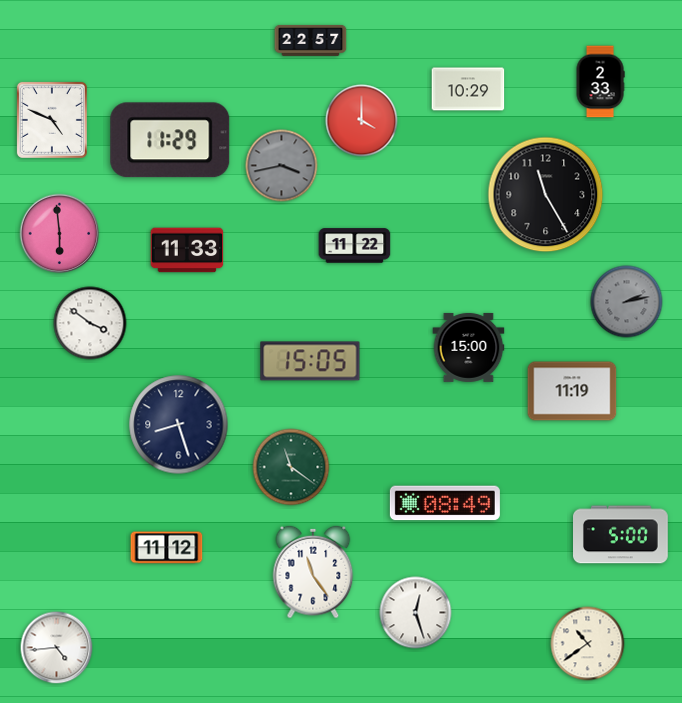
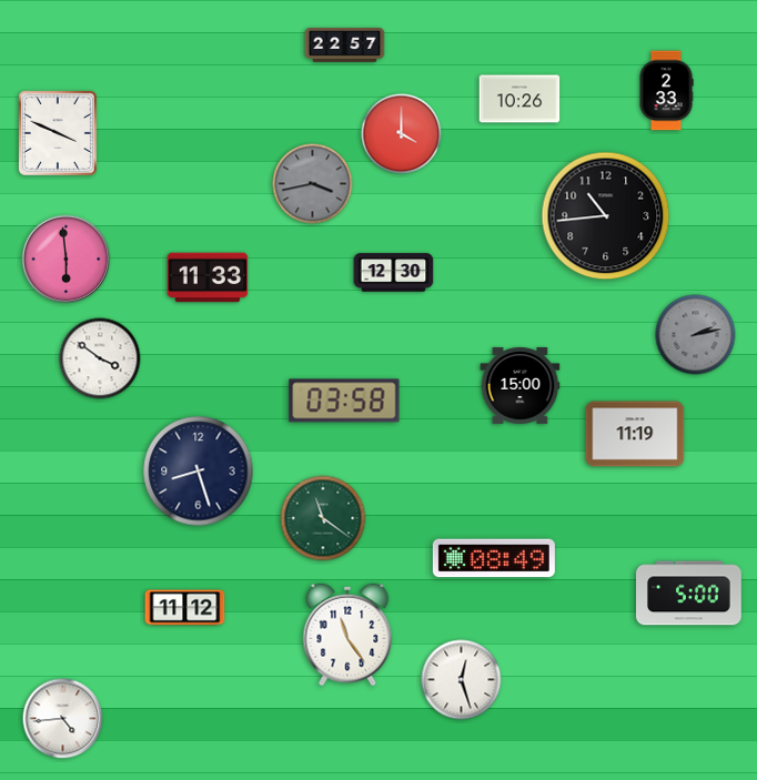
clock at (468, 89): 10:29 -> 10:26
clock at (52, 120): 4:49 -> 3:49
clock at (170, 140): 11:29 -> none
clock at (546, 195): 11:25 -> 10:44
clock at (355, 246): 11:22 -> 12:30
clock at (310, 361): 15:05 -> 03:58
clock at (588, 644): 10:39 -> none
